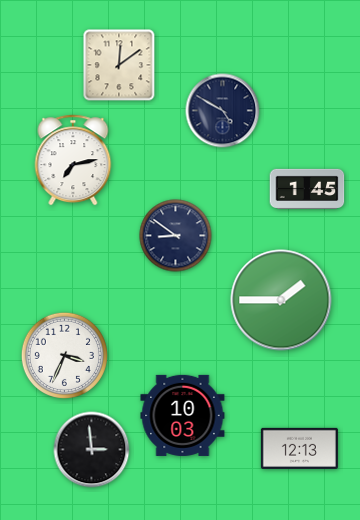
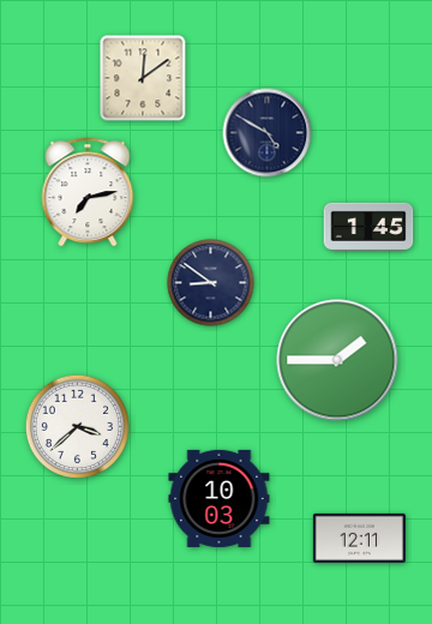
clock at (64, 355): 3:34 -> 3:38
clock at (299, 448): 12:13 -> 12:11
clock at (92, 450): 2:59 -> none
